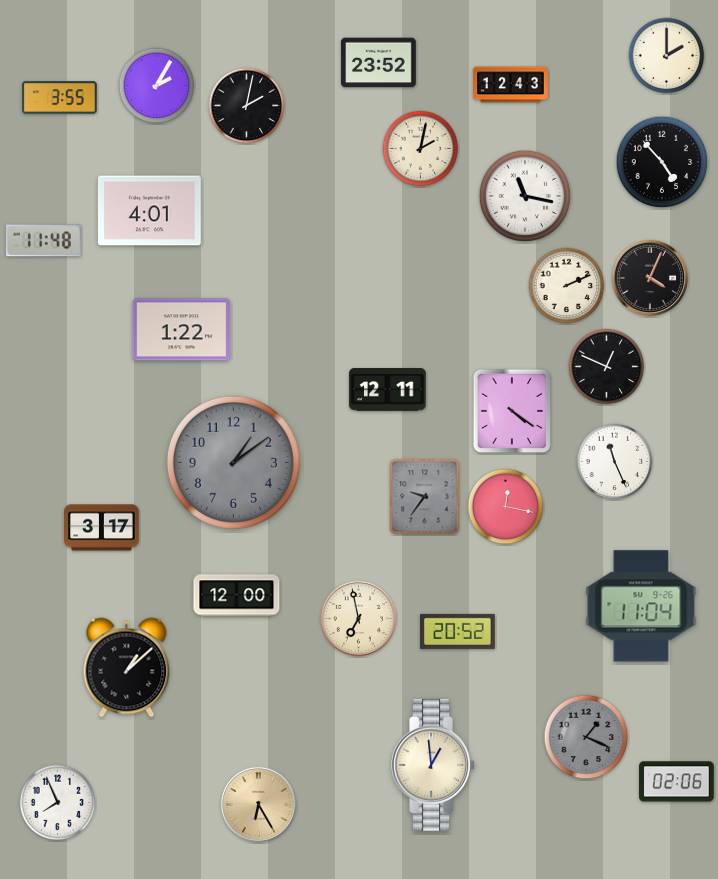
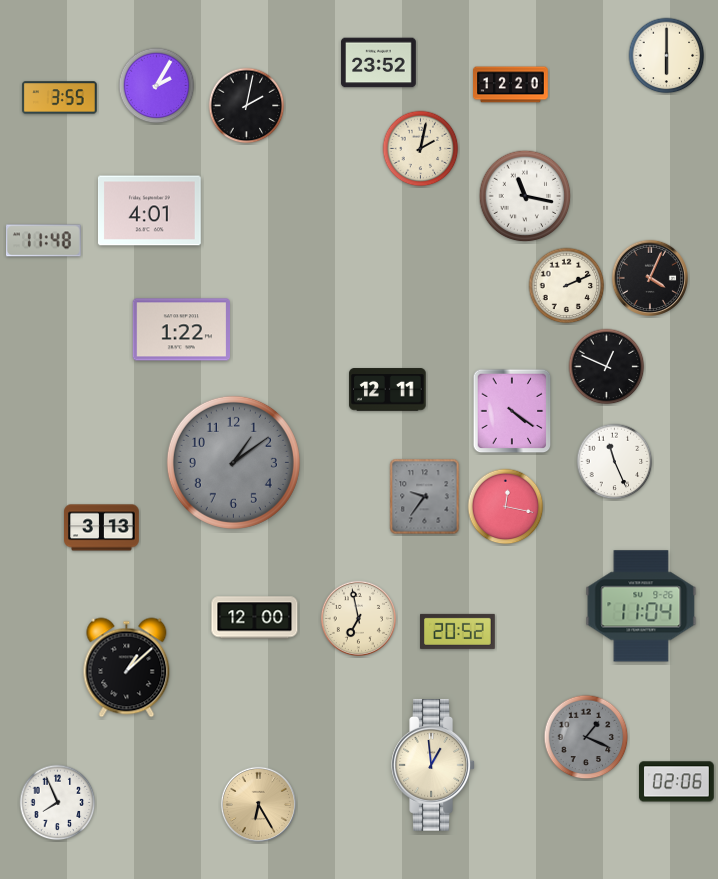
clock at (667, 56): 2:00 -> 6:00
clock at (511, 85): 12:43 -> 12:20
clock at (662, 162): 4:53 -> none
clock at (102, 528): 3:17 -> 3:13
clock at (237, 596) position: (237, 596) -> (255, 618)
